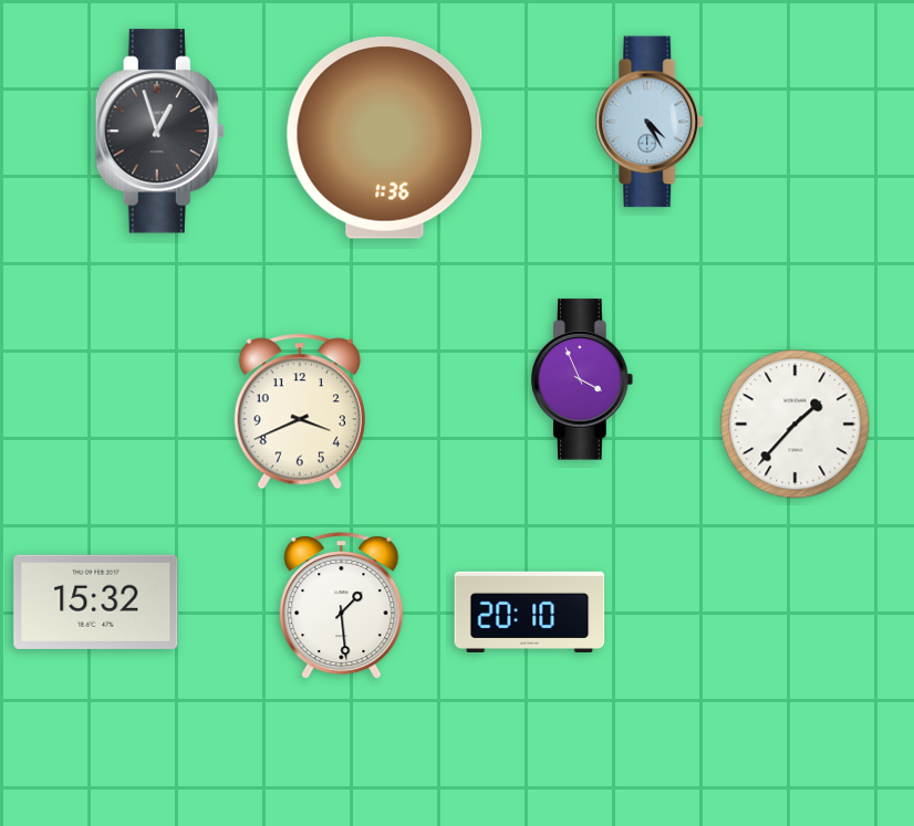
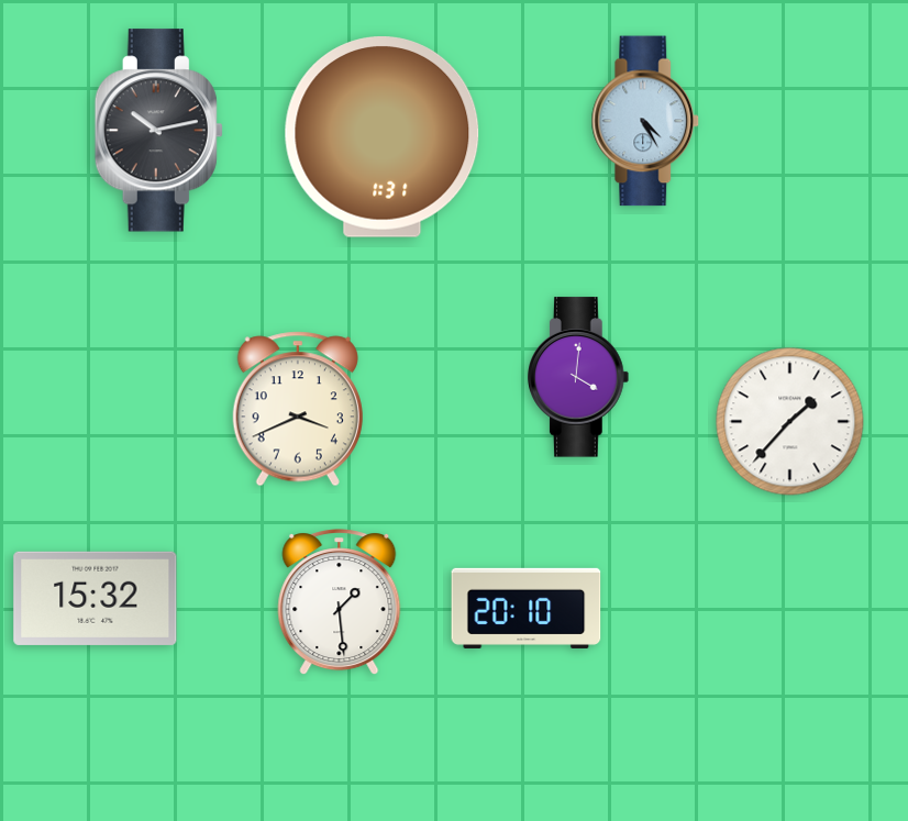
clock at (159, 132): 12:57 -> 10:13
clock at (385, 138): 1:36 -> 1:31
clock at (582, 379): 3:56 -> 4:01
